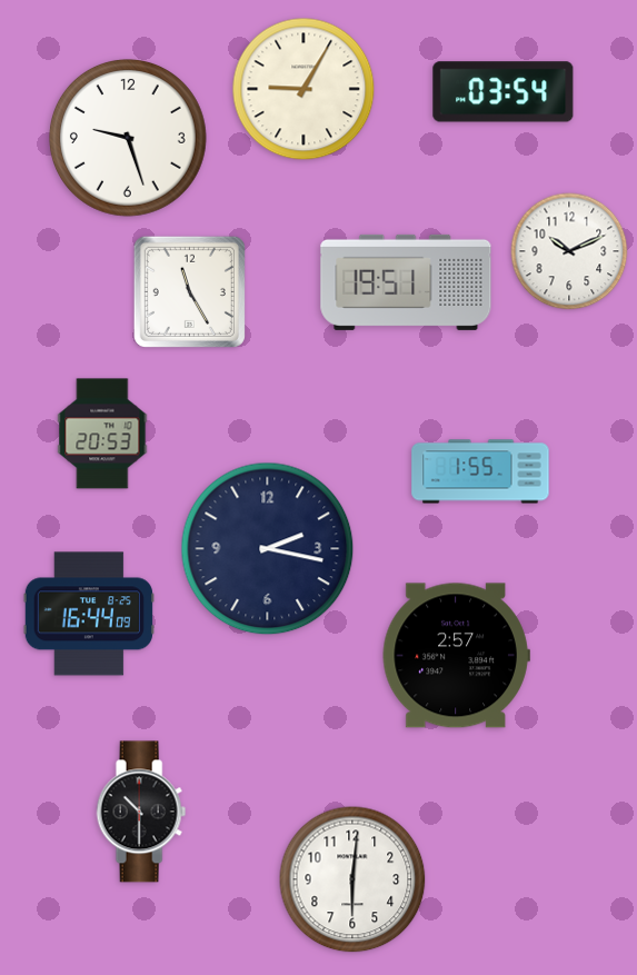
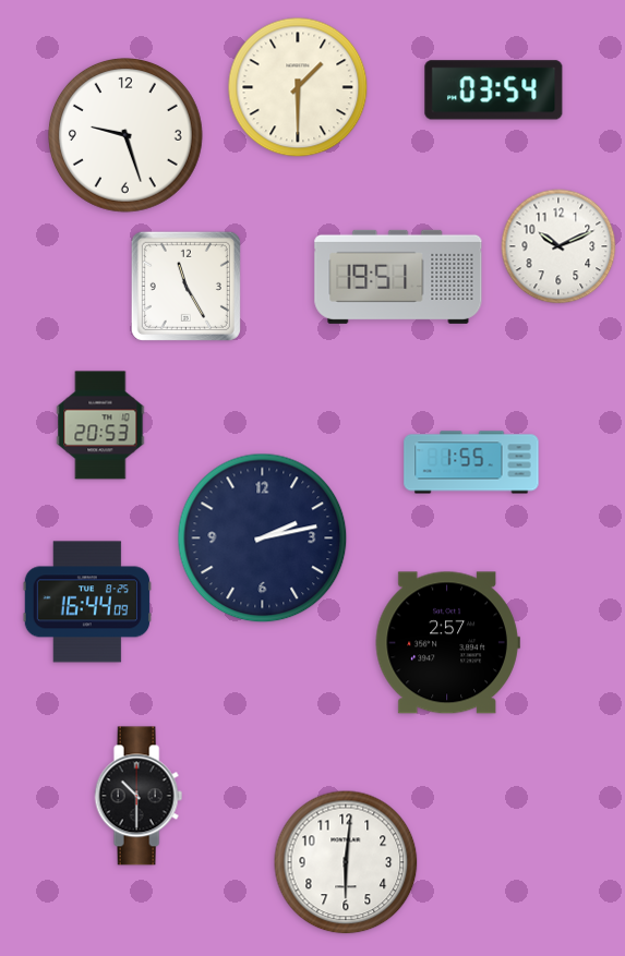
clock at (303, 89): 9:05 -> 1:30
clock at (268, 549): 2:17 -> 2:13
